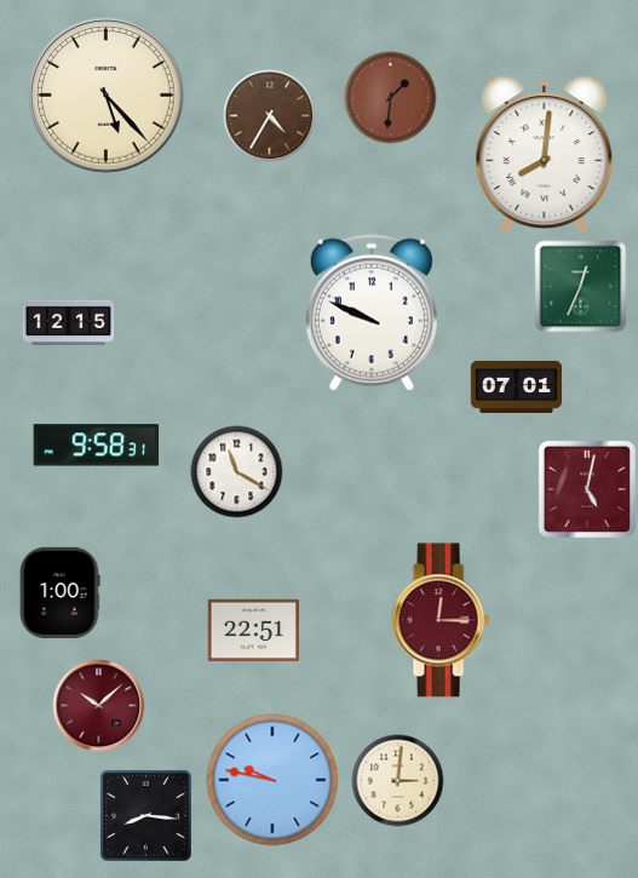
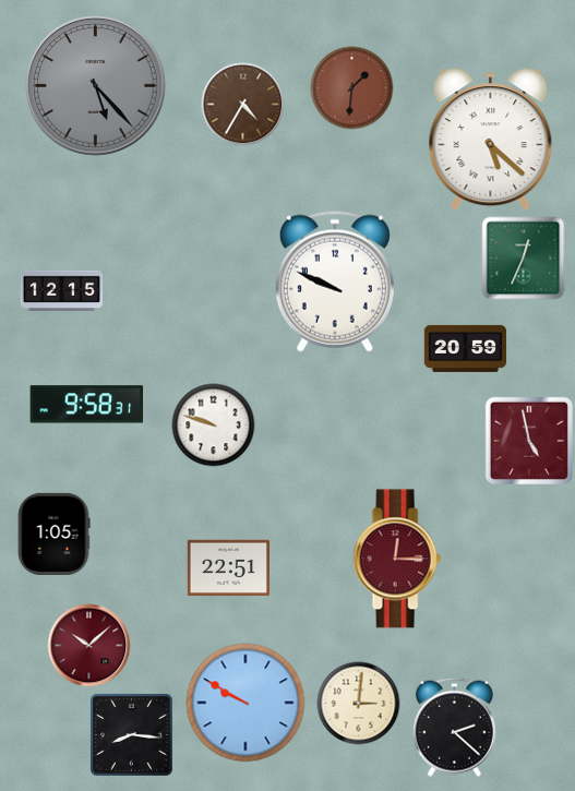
clock at (107, 96) dial: cream -> grey
clock at (545, 155): 8:01 -> 5:22
clock at (517, 386): 07:01 -> 20:59
clock at (97, 446) position: (97, 446) -> (87, 405)
clock at (237, 472): 11:20 -> 9:48
clock at (587, 489): 5:02 -> 4:58
clock at (59, 592): 1:00 -> 1:05
clock at (99, 706) position: (99, 706) -> (89, 646)
clock at (272, 780): 9:47 -> 9:50
clock at (454, 727): none -> 2:22
